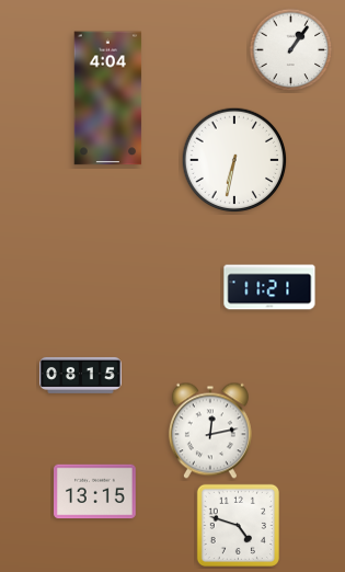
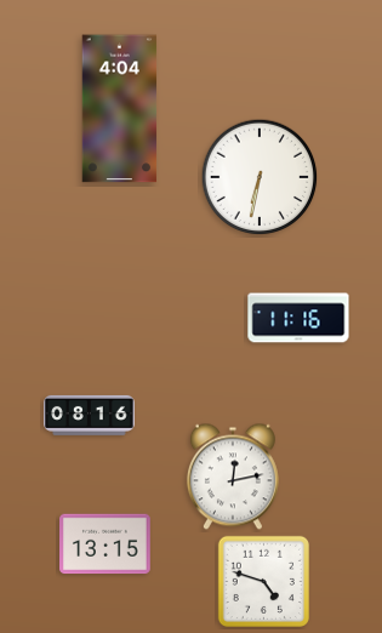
clock at (291, 50): 1:06 -> none
clock at (269, 287): 11:21 -> 11:16
clock at (81, 375): 08:15 -> 08:16
